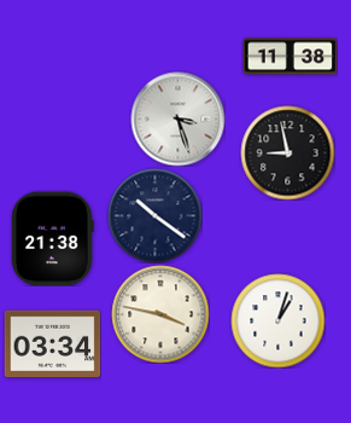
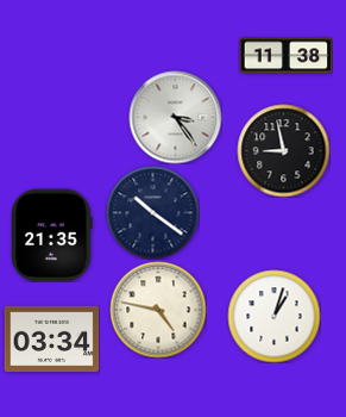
clock at (177, 118): 3:27 -> 3:24
clock at (53, 238): 21:38 -> 21:35
clock at (160, 314): 3:47 -> 4:47
